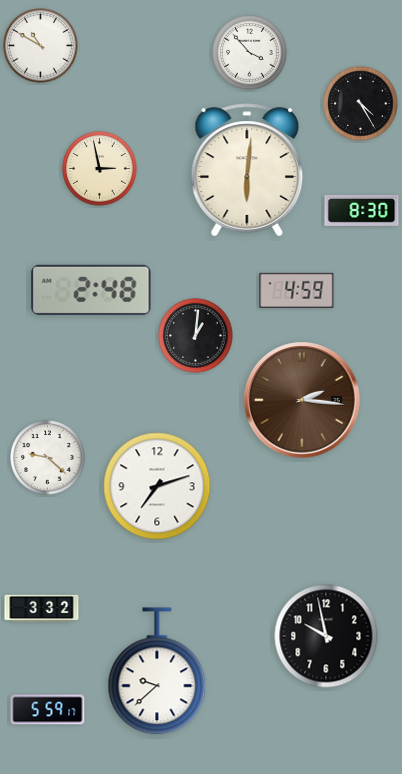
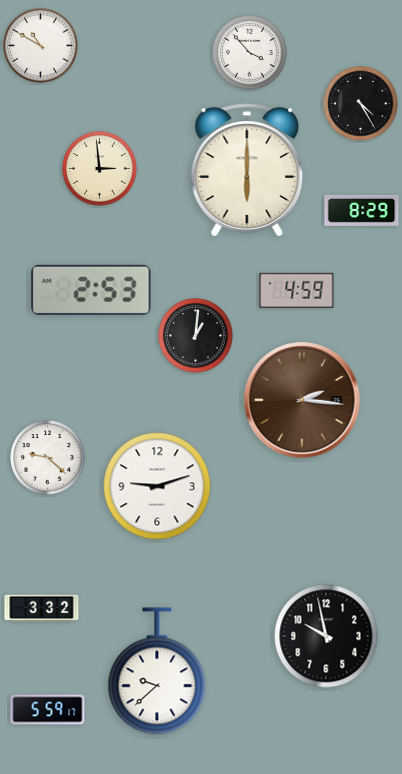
clock at (100, 169): 2:58 -> 2:59
clock at (247, 170): 6:01 -> 6:00
clock at (362, 210): 8:30 -> 8:29
clock at (91, 290): 2:48 -> 2:53
clock at (157, 486): 7:12 -> 9:12
